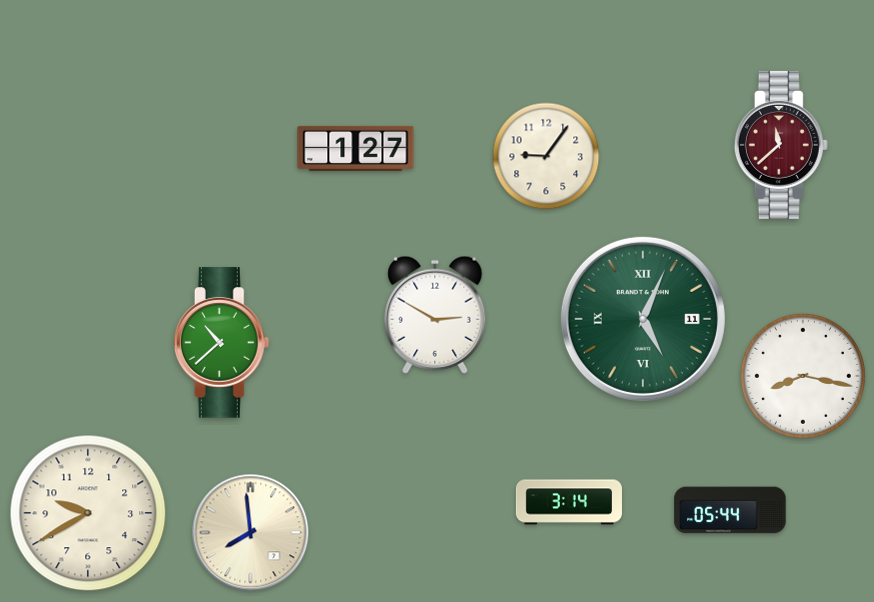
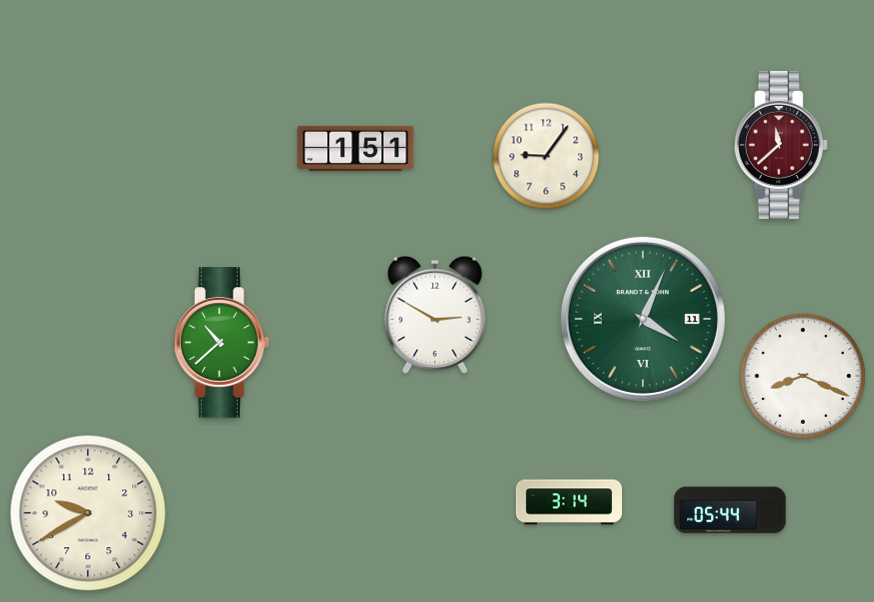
clock at (356, 148): 1:27 -> 1:51
clock at (643, 319): 5:04 -> 4:04
clock at (803, 376): 8:17 -> 8:19
clock at (251, 533): 7:59 -> none
